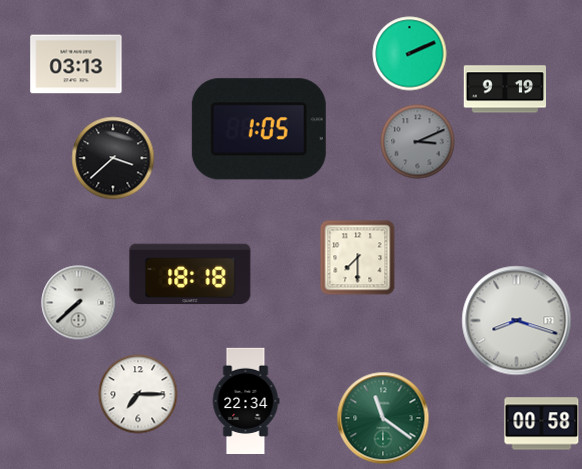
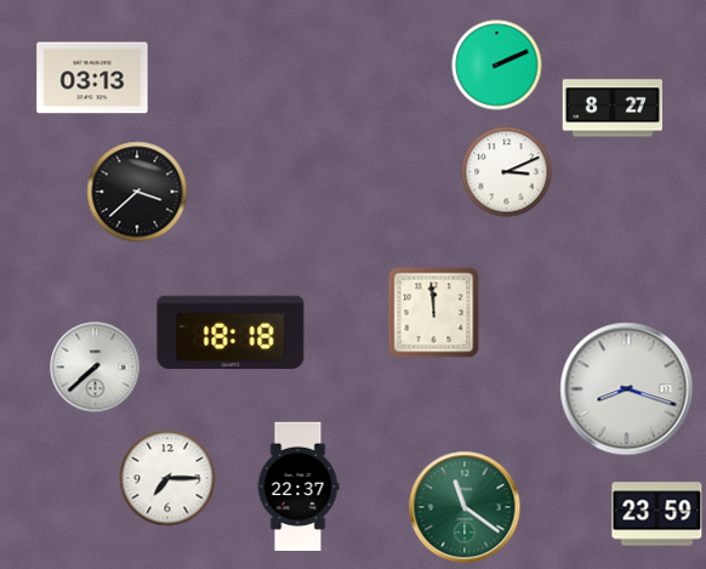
clock at (504, 89): 9:19 -> 8:27
clock at (259, 129): 1:05 -> none
clock at (418, 142) dial: grey -> white
clock at (358, 258): 7:30 -> 11:59
clock at (246, 401): 22:34 -> 22:37
clock at (542, 424): 00:58 -> 23:59
